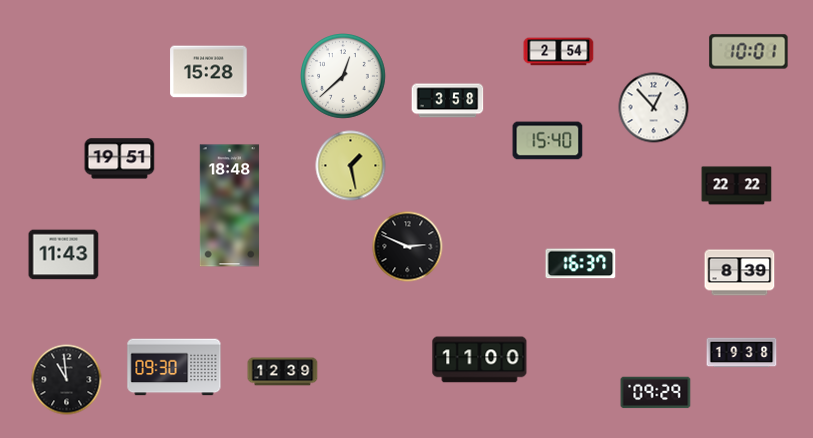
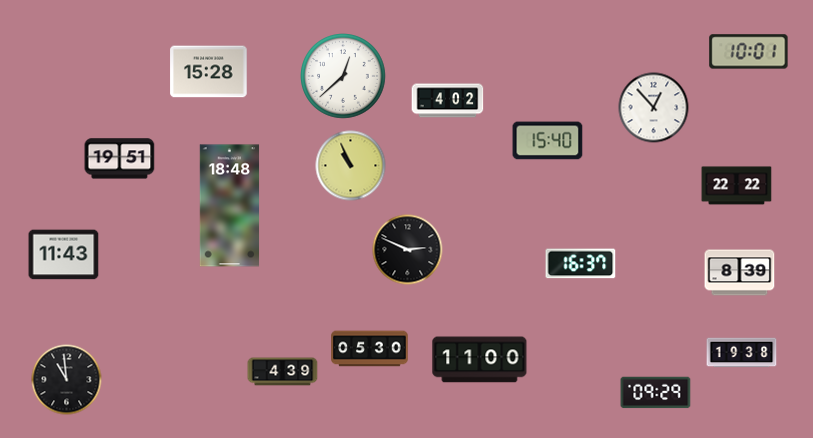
clock at (559, 52): 2:54 -> none
clock at (448, 101): 3:58 -> 4:02
clock at (351, 166): 1:28 -> 10:56
clock at (408, 247) position: (408, 247) -> (408, 250)
clock at (370, 349): none -> 05:30
clock at (174, 367): 09:30 -> none
clock at (283, 372): 12:39 -> 4:39
